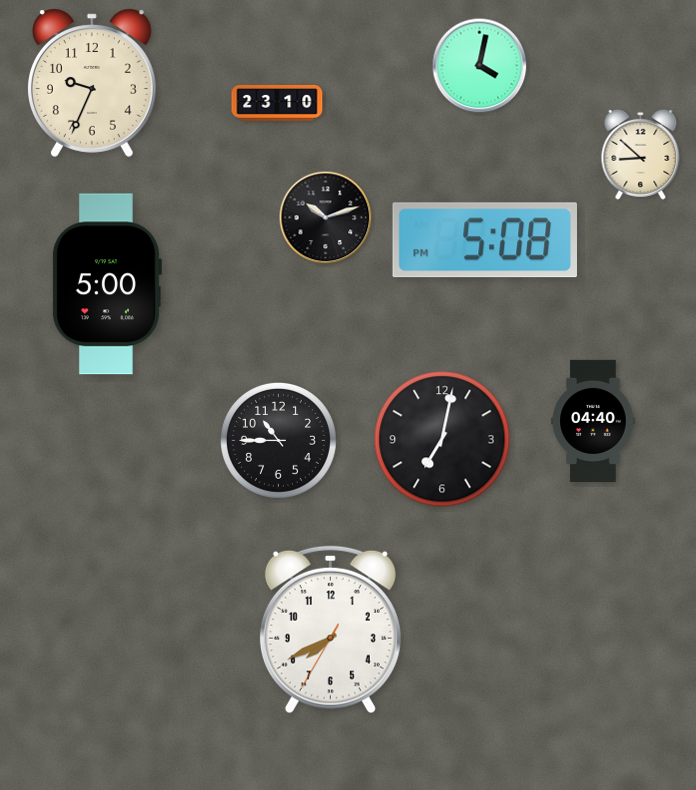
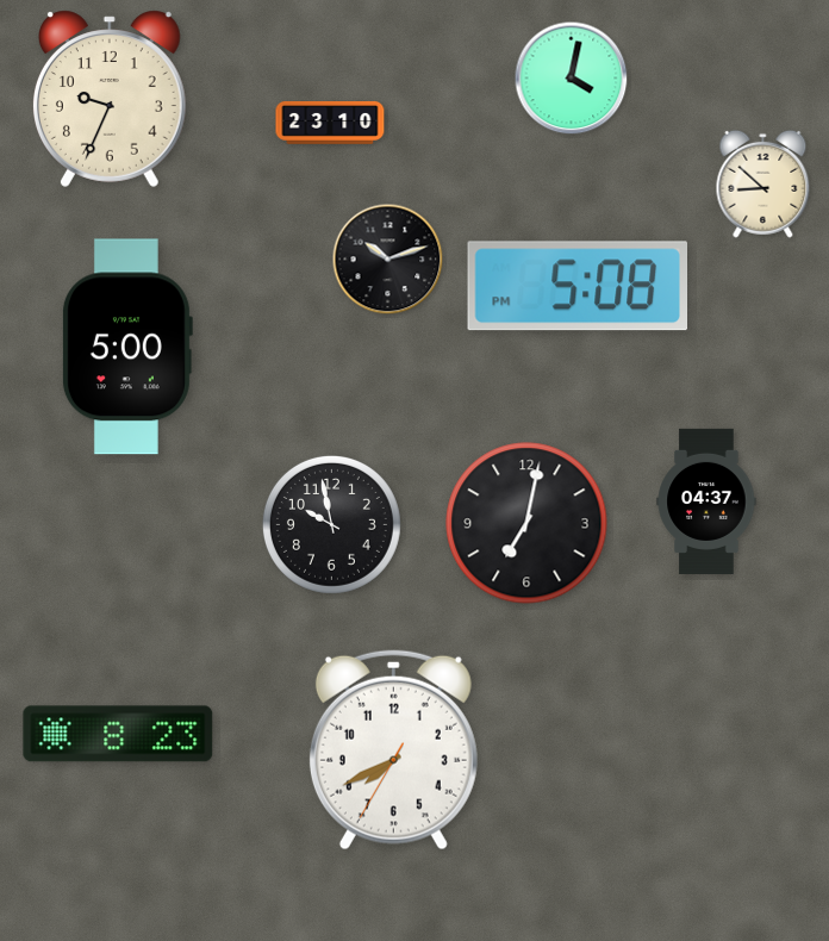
clock at (106, 284) position: (106, 284) -> (126, 347)
clock at (593, 421): 04:40 -> 04:37
clock at (278, 440): 10:45 -> 9:58
clock at (118, 734): none -> 8:23
